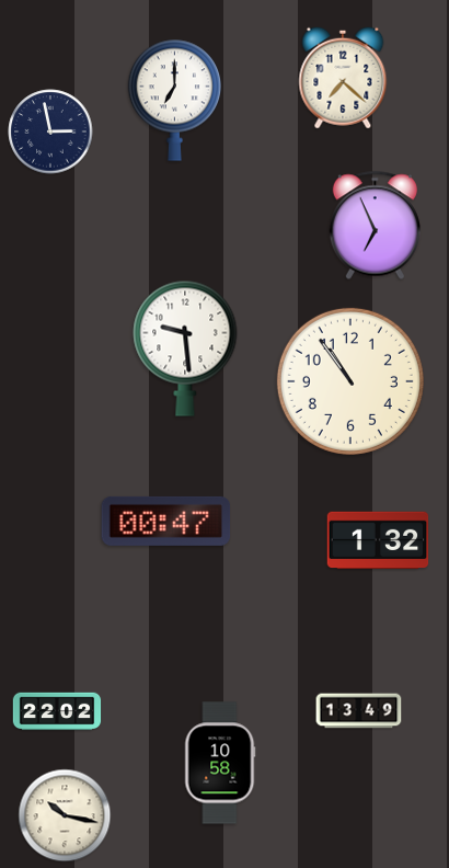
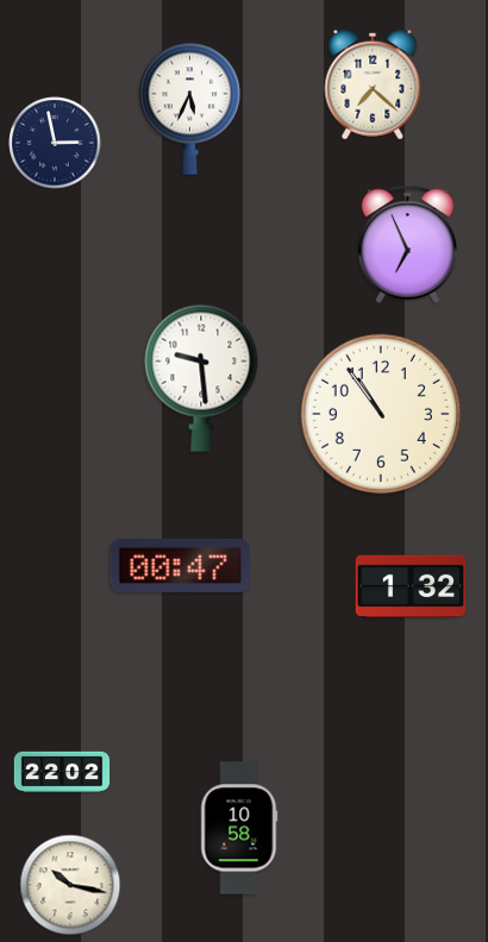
clock at (174, 100): 7:00 -> 5:34
clock at (359, 711): 13:49 -> none
